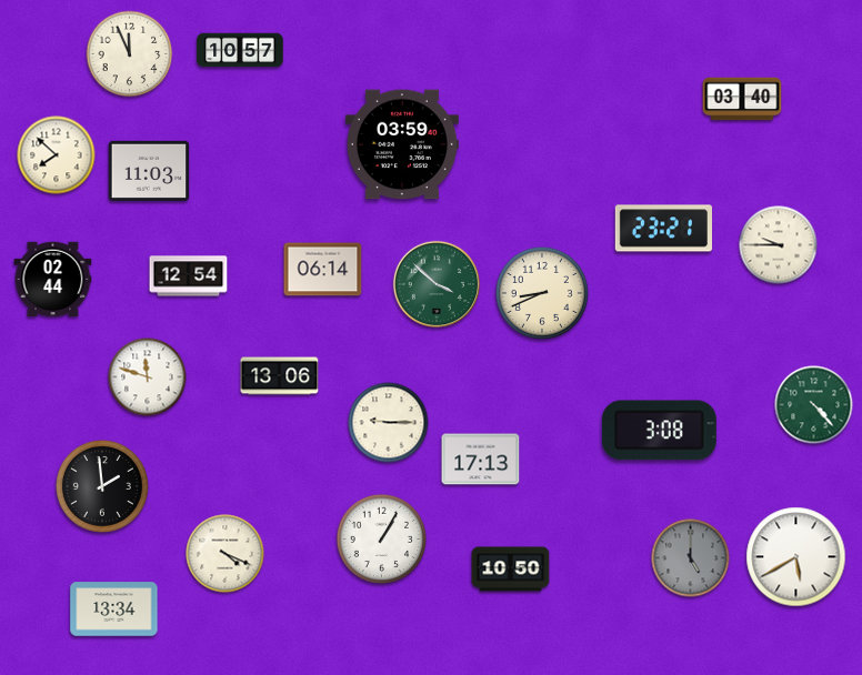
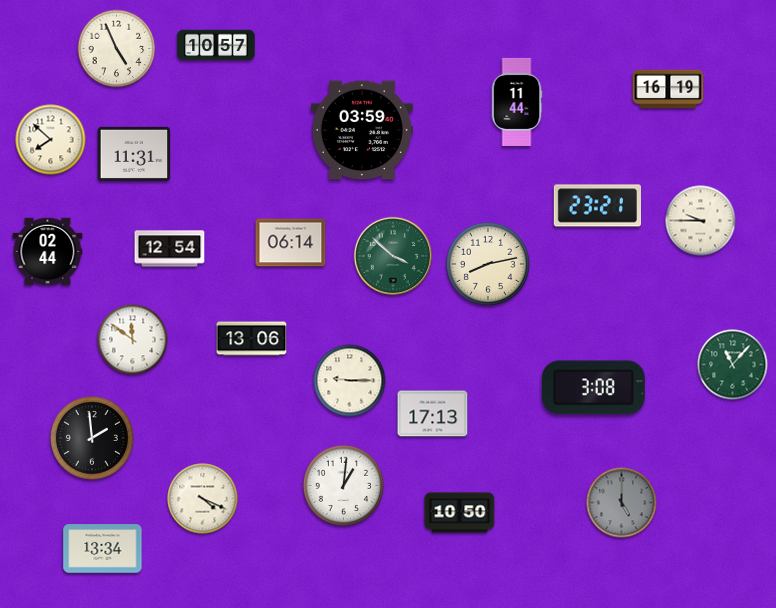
clock at (130, 54): 11:56 -> 4:56
clock at (742, 99): 03:40 -> 16:19
clock at (517, 102): none -> 11:44
clock at (149, 171): 11:03 -> 11:31
clock at (542, 293): 8:41 -> 8:13
clock at (148, 377): 11:48 -> 11:51
clock at (814, 405): 4:23 -> 11:07
clock at (381, 538): 1:05 -> 1:01
clock at (796, 557): 5:40 -> none
